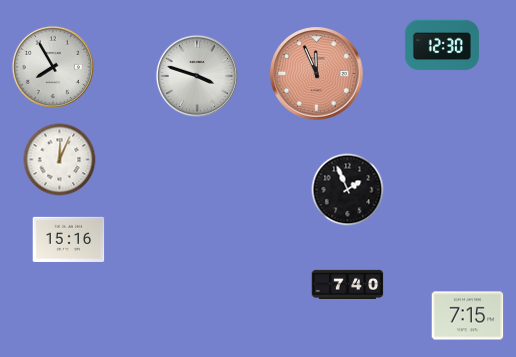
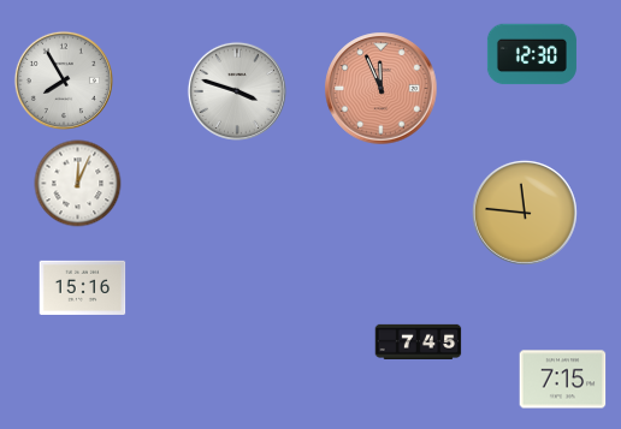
clock at (60, 160) position: (60, 160) -> (78, 184)
clock at (525, 213): none -> 11:46
clock at (348, 190): 1:56 -> none
clock at (348, 284): 7:40 -> 7:45
